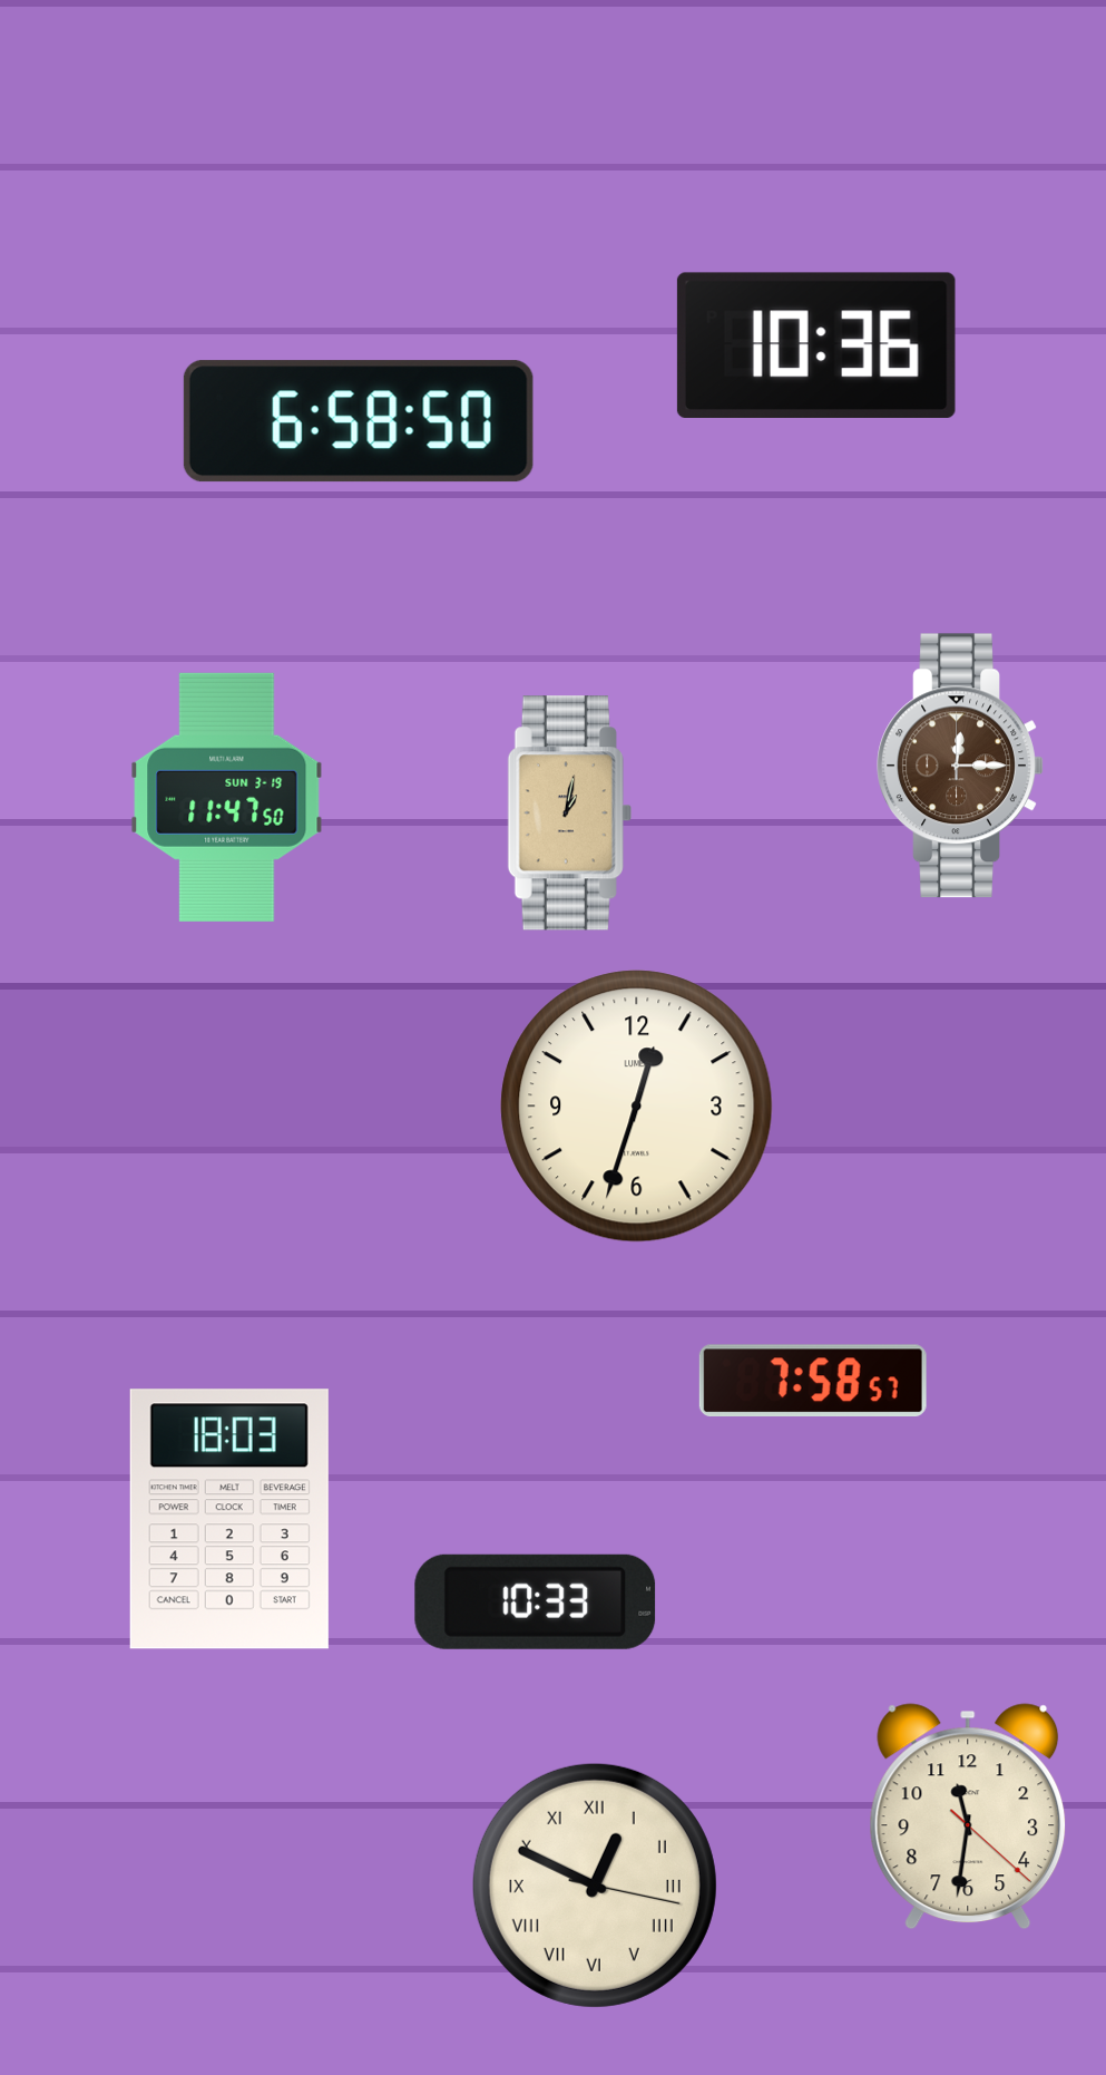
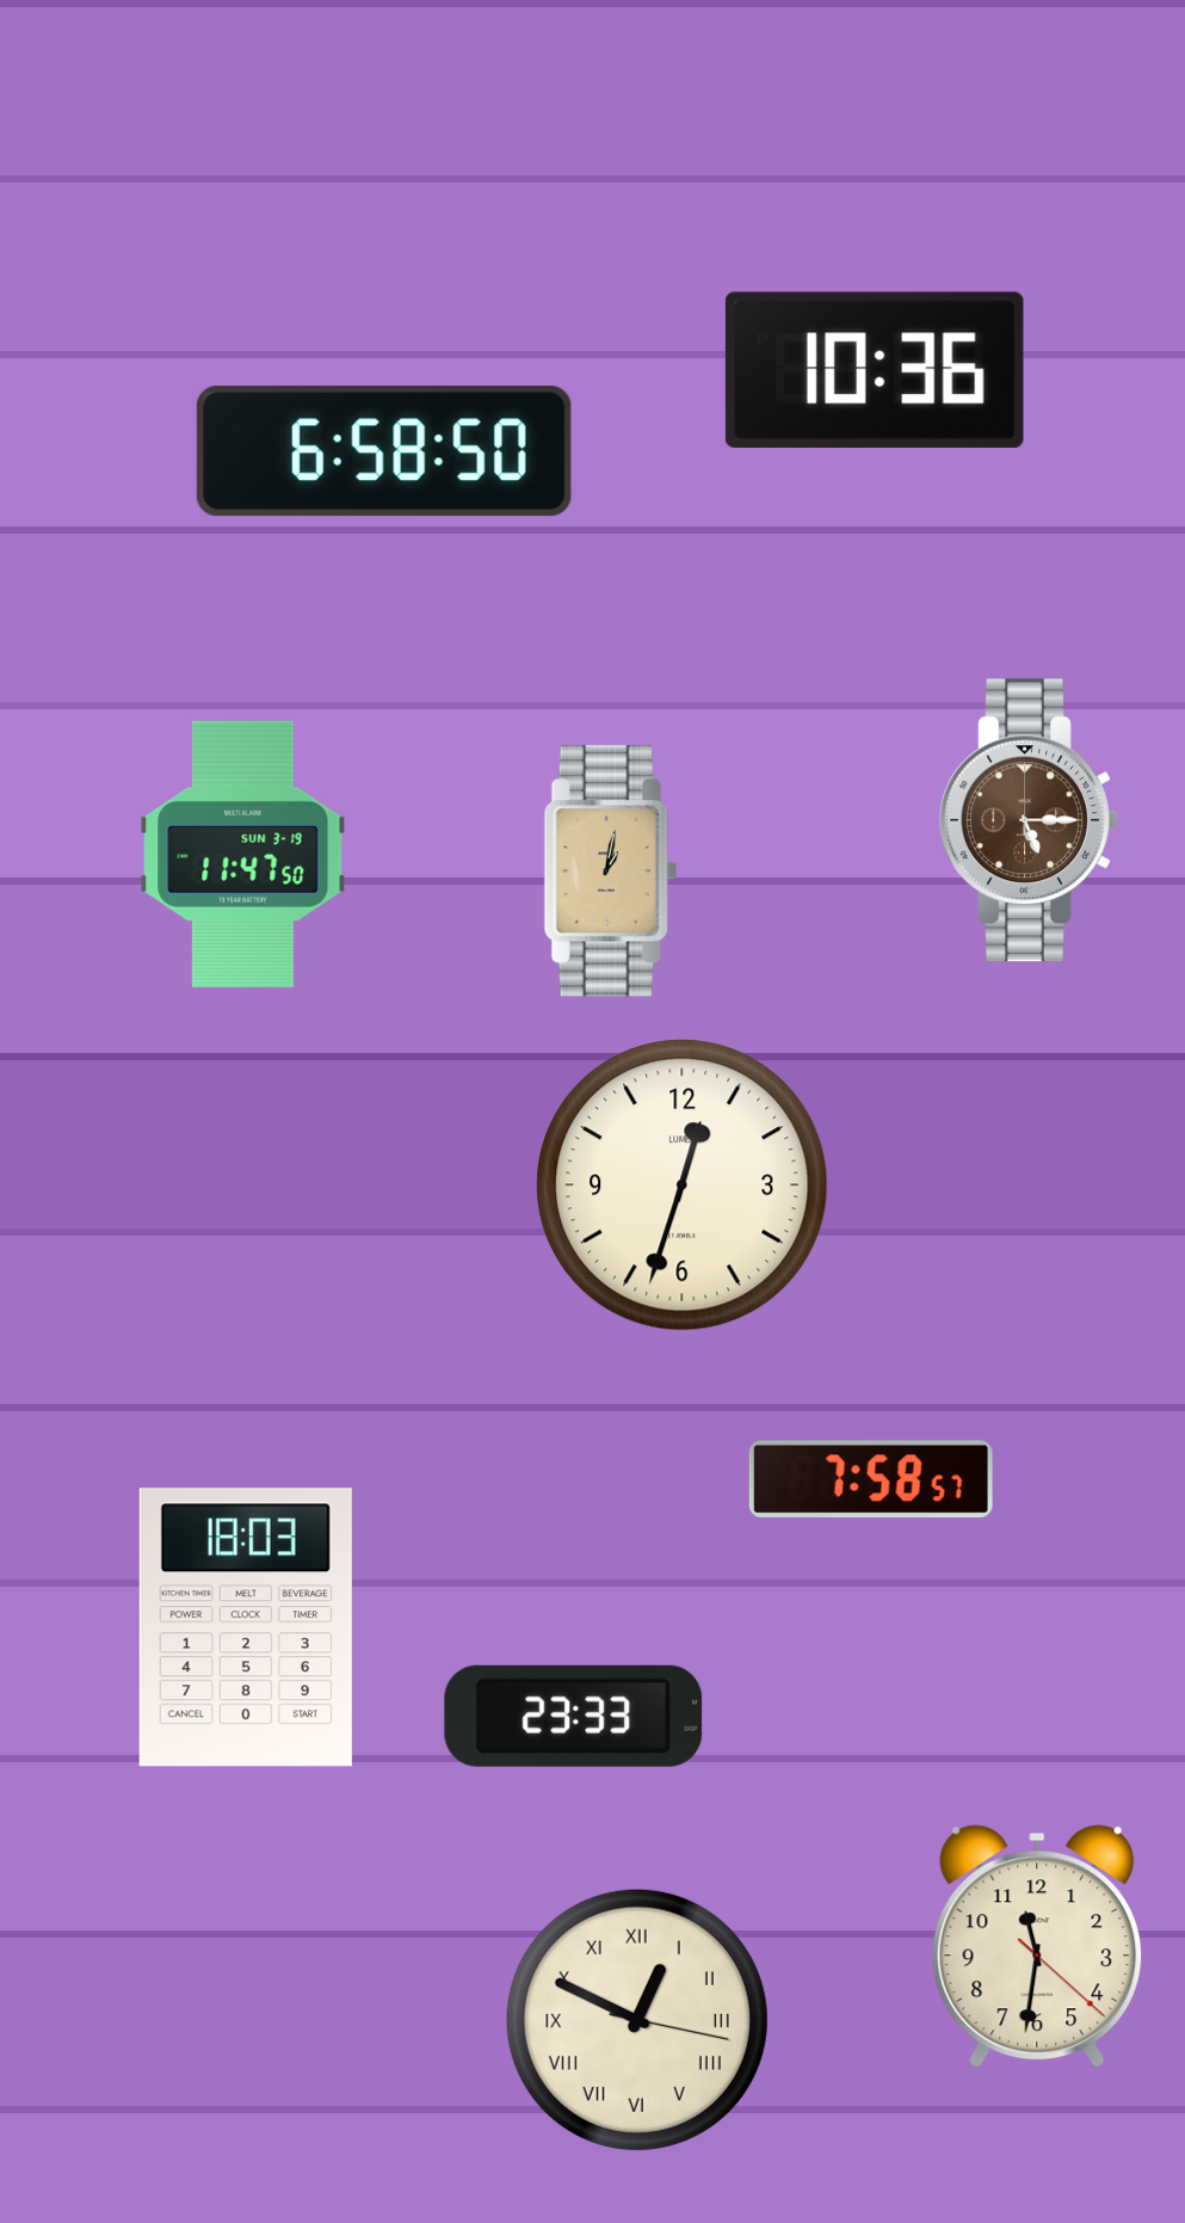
clock at (960, 766): 12:15 -> 5:15
clock at (536, 1601): 10:33 -> 23:33
